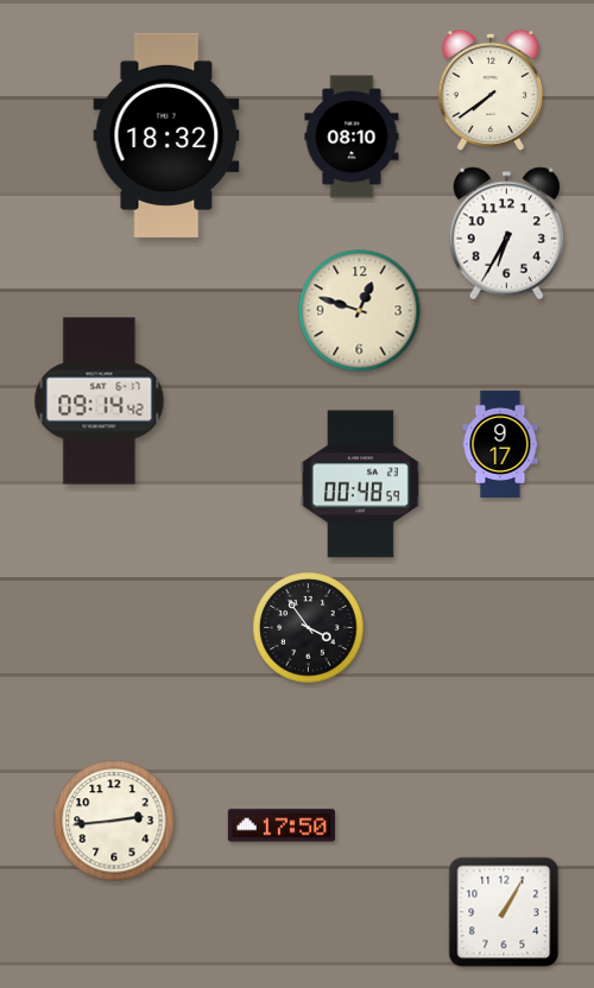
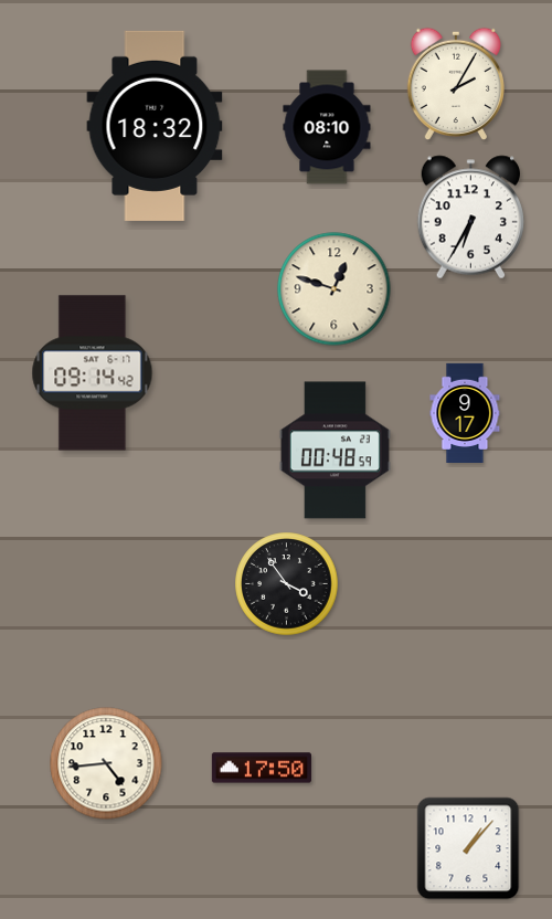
clock at (489, 89): 7:39 -> 2:05
clock at (114, 821): 2:44 -> 4:44
clock at (504, 912): 1:05 -> 1:07
